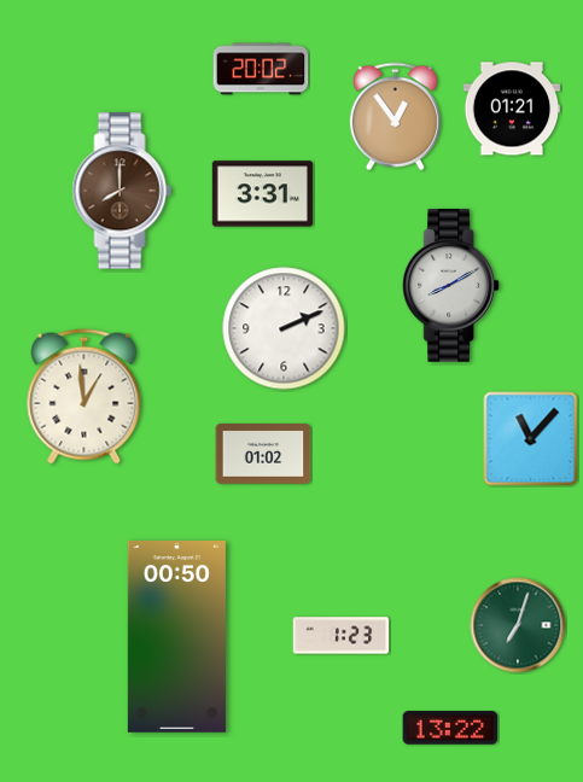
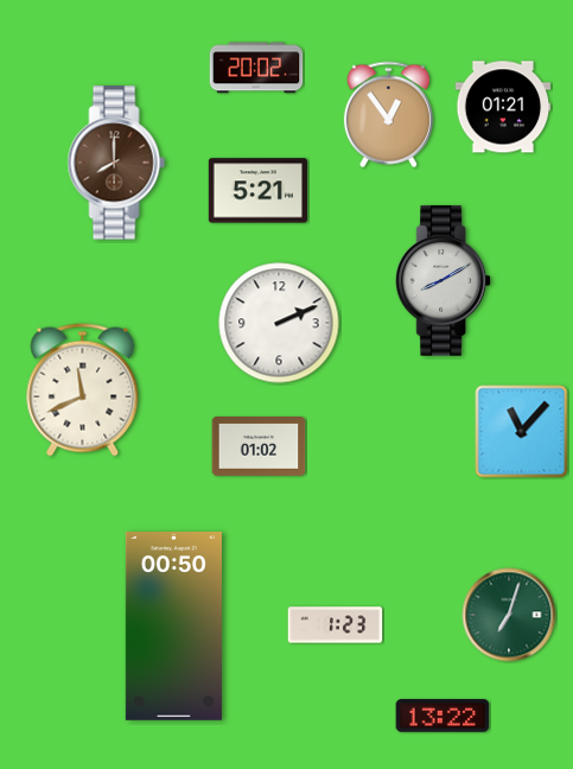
clock at (122, 191) position: (122, 191) -> (116, 163)
clock at (262, 194): 3:31 -> 5:21
clock at (84, 397): 12:59 -> 11:41
